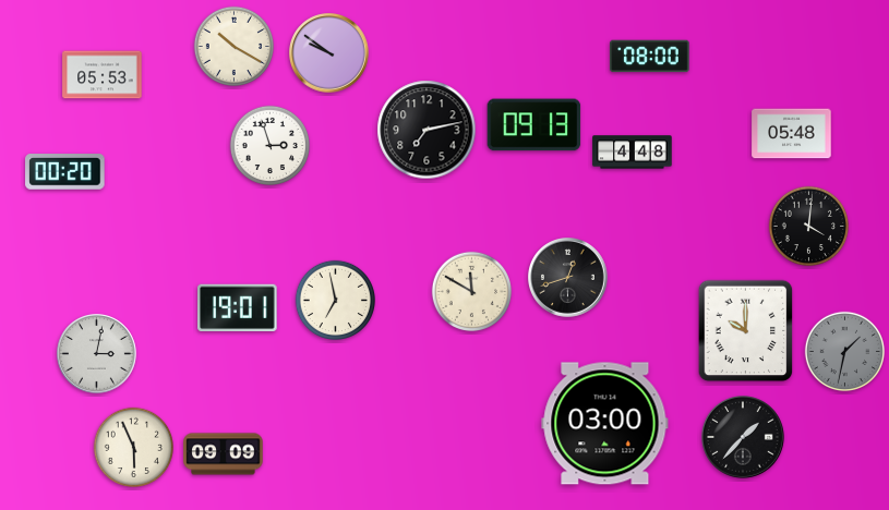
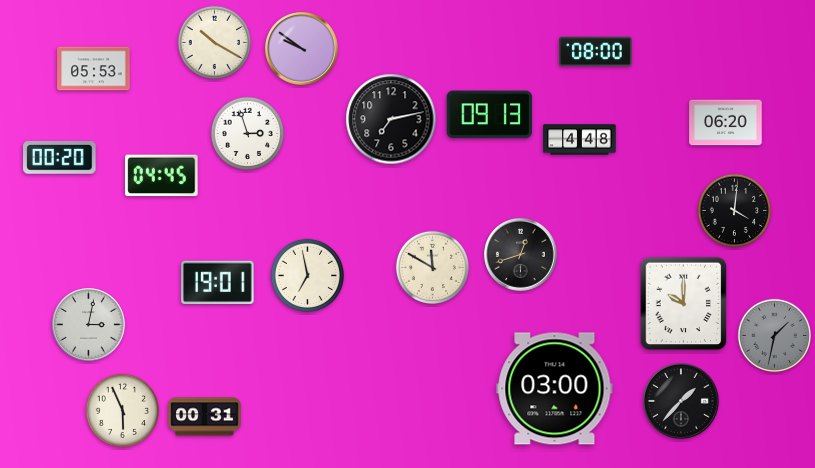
clock at (792, 134): 05:48 -> 06:20
clock at (162, 176): none -> 04:45
clock at (808, 226) position: (808, 226) -> (734, 210)
clock at (844, 351) position: (844, 351) -> (774, 335)
clock at (224, 454): 09:09 -> 00:31
